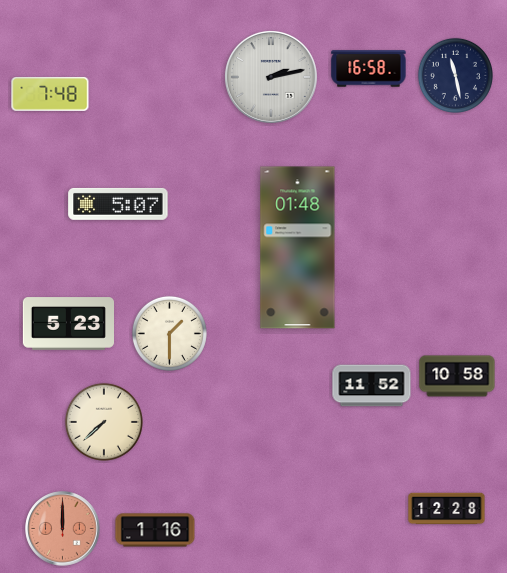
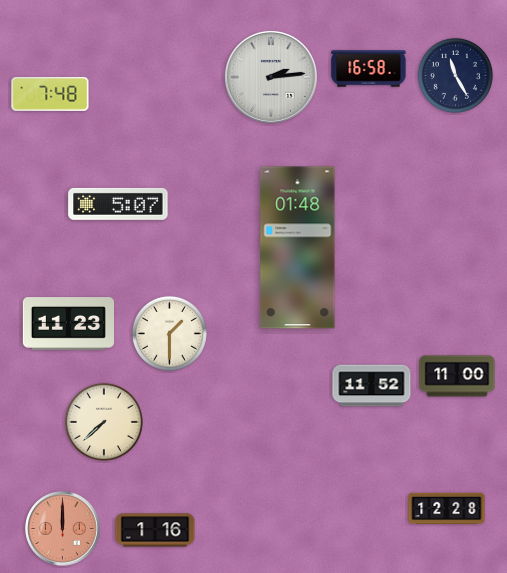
clock at (455, 75): 11:28 -> 11:25
clock at (271, 77): 2:13 -> 2:14
clock at (68, 324): 5:23 -> 11:23
clock at (457, 376): 10:58 -> 11:00
